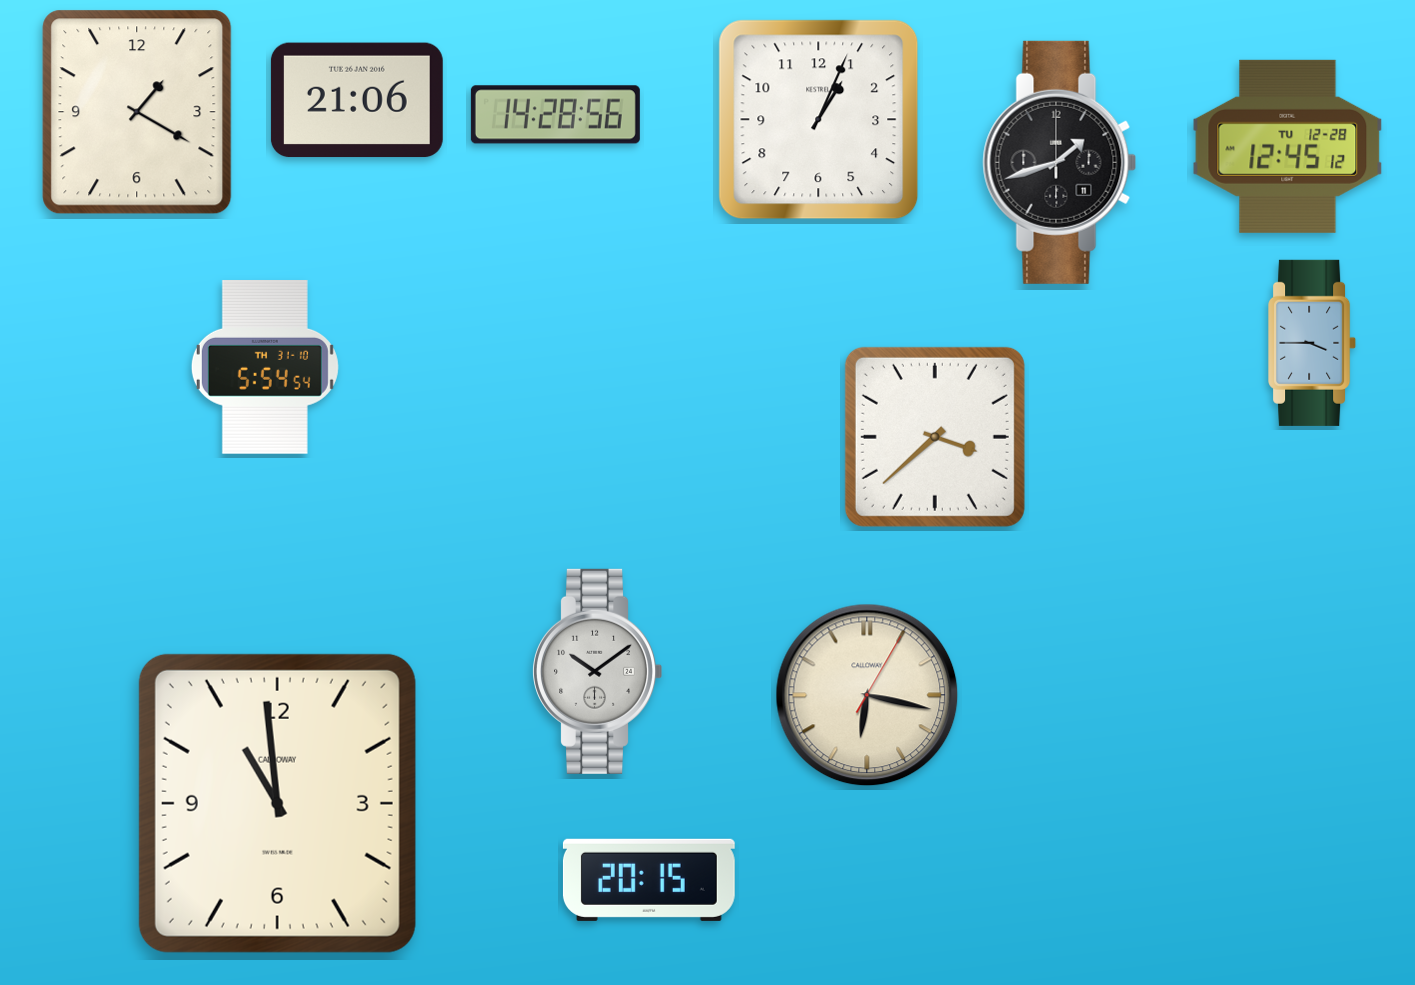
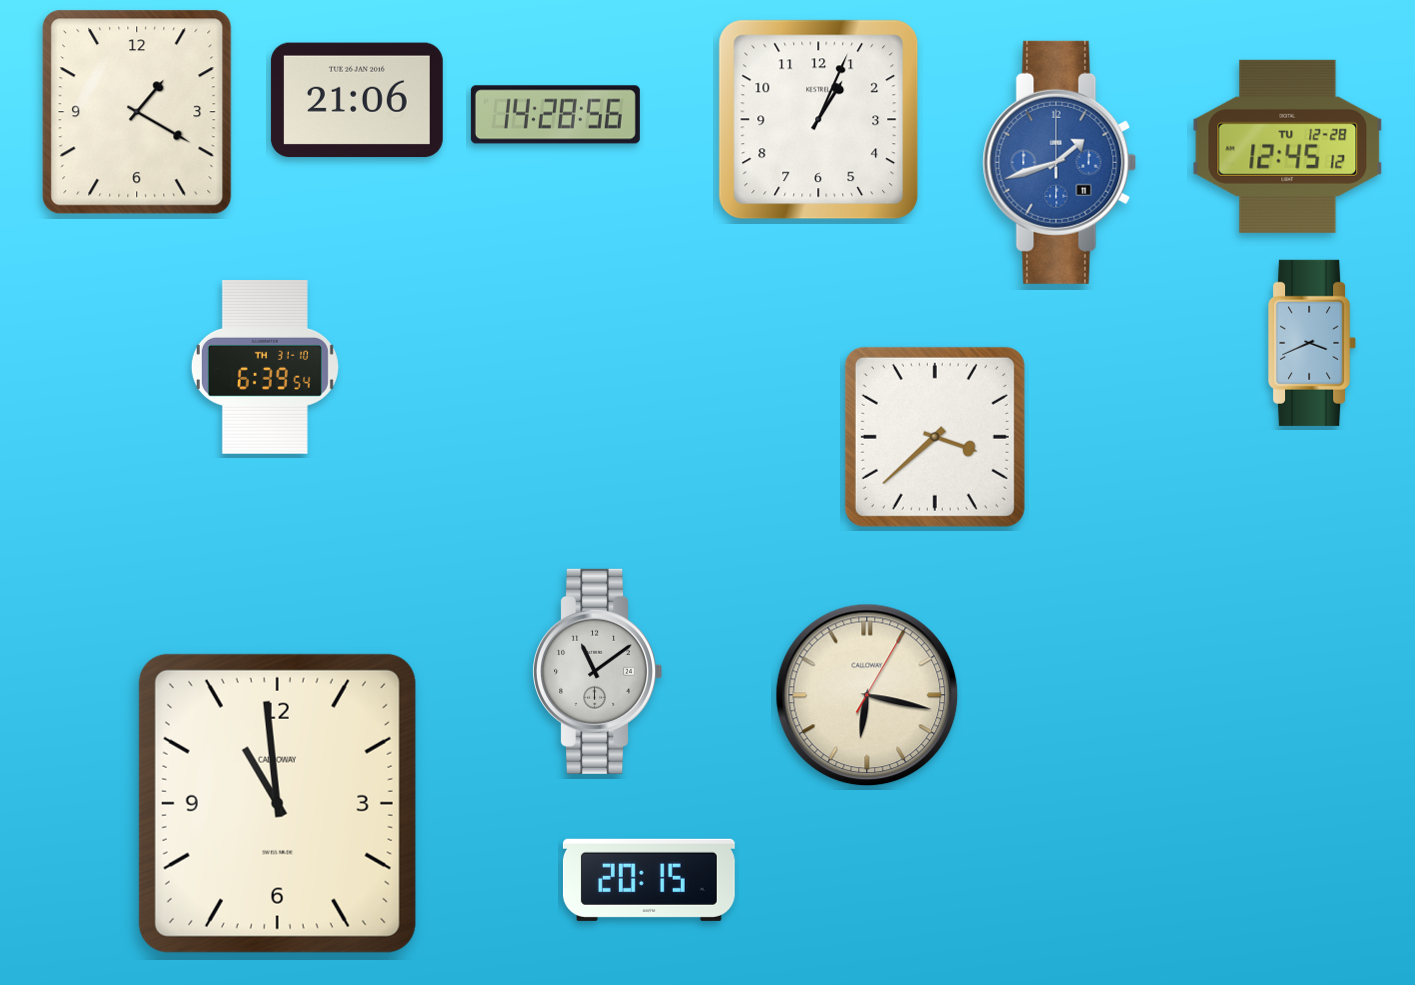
clock at (1060, 162) dial: black -> blue
clock at (1313, 343): 3:45 -> 3:41
clock at (265, 367): 5:54 -> 6:39
clock at (597, 671): 10:09 -> 11:09
